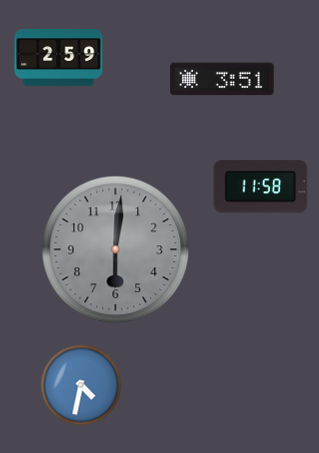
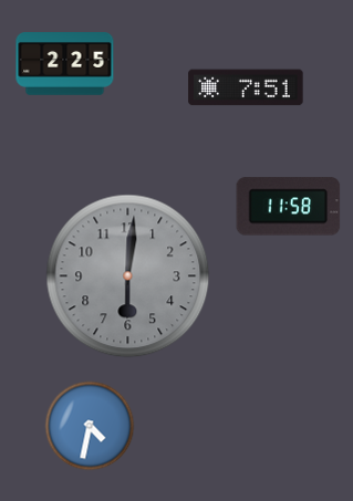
clock at (59, 58): 2:59 -> 2:25
clock at (222, 79): 3:51 -> 7:51
